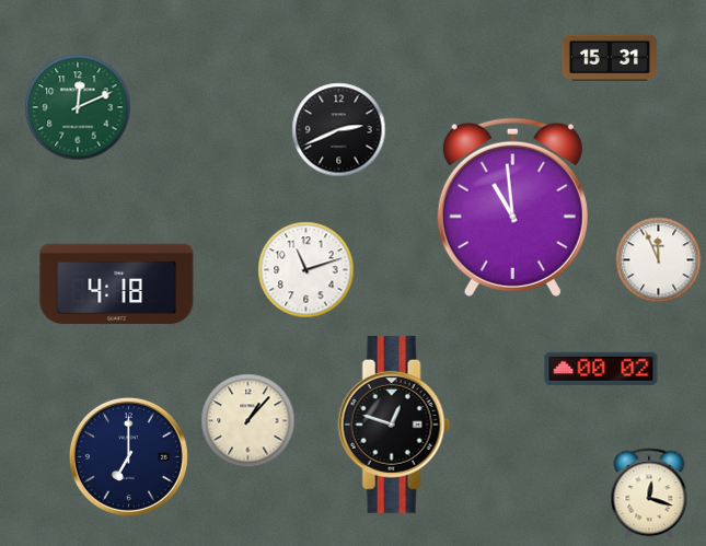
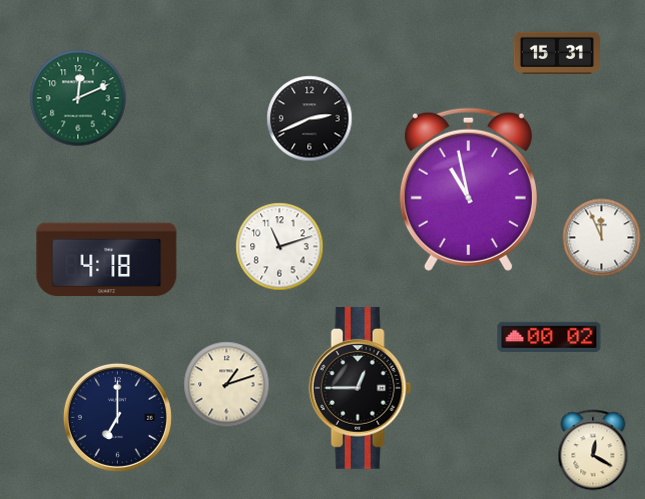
clock at (78, 107) position: (78, 107) -> (78, 98)
clock at (512, 207): 10:59 -> 10:58
clock at (248, 421): 1:07 -> 1:12
clock at (394, 425): 12:48 -> 12:45
clock at (649, 493): 12:18 -> 12:20
